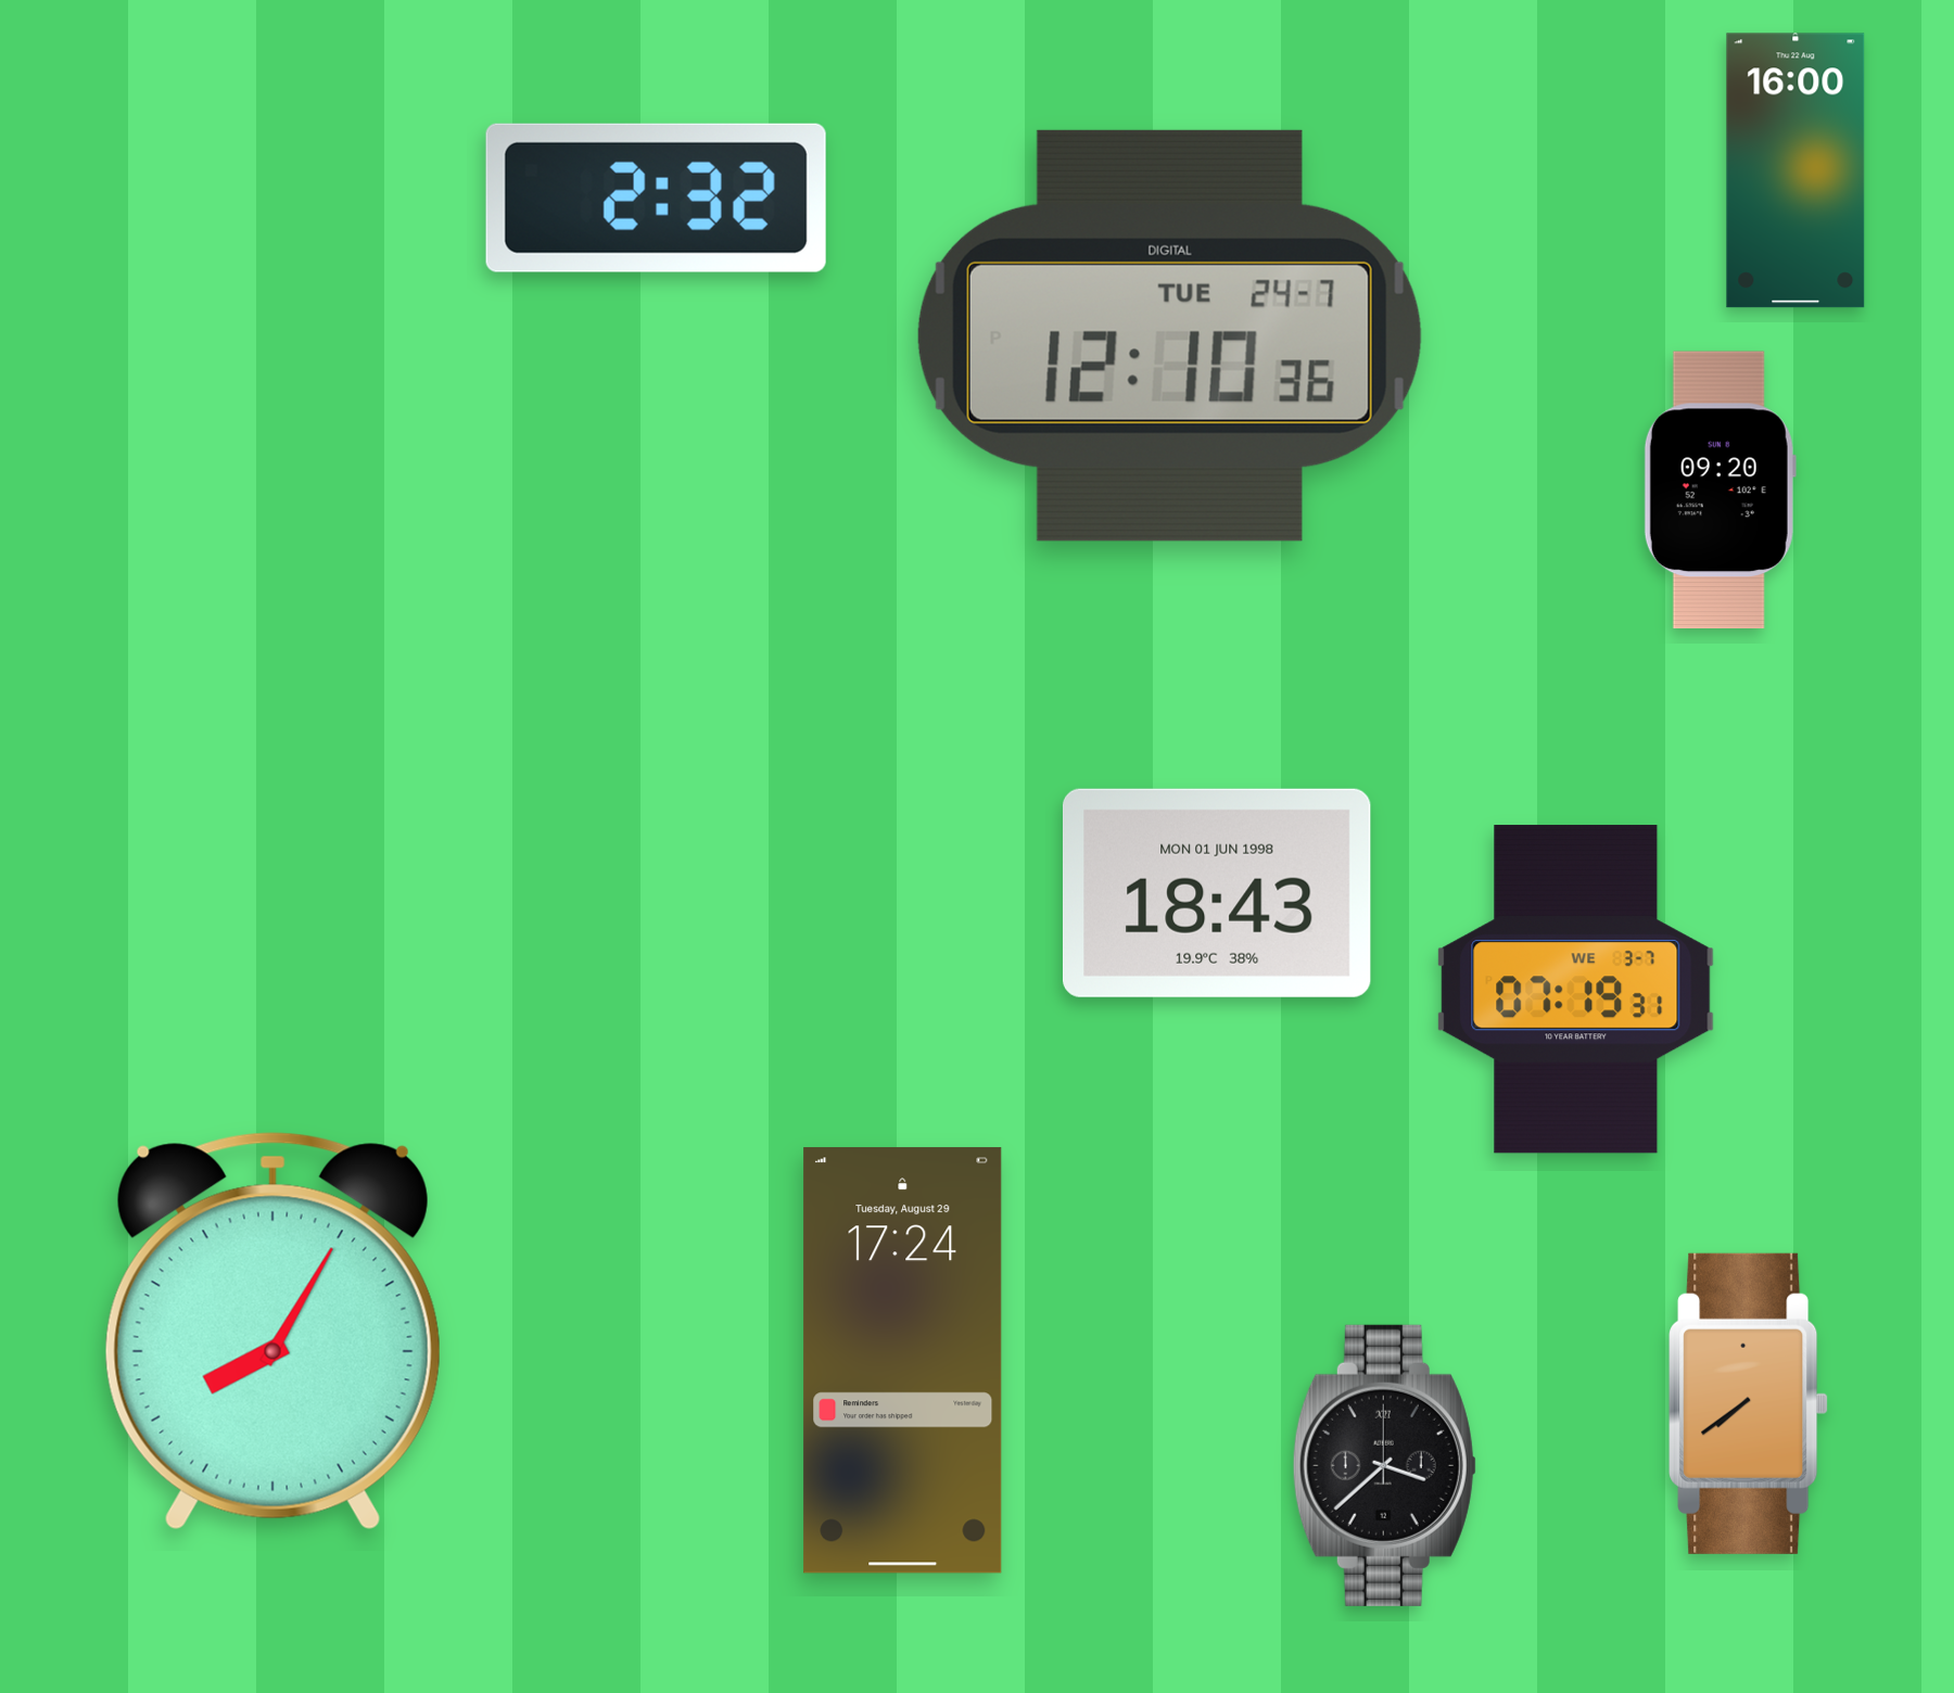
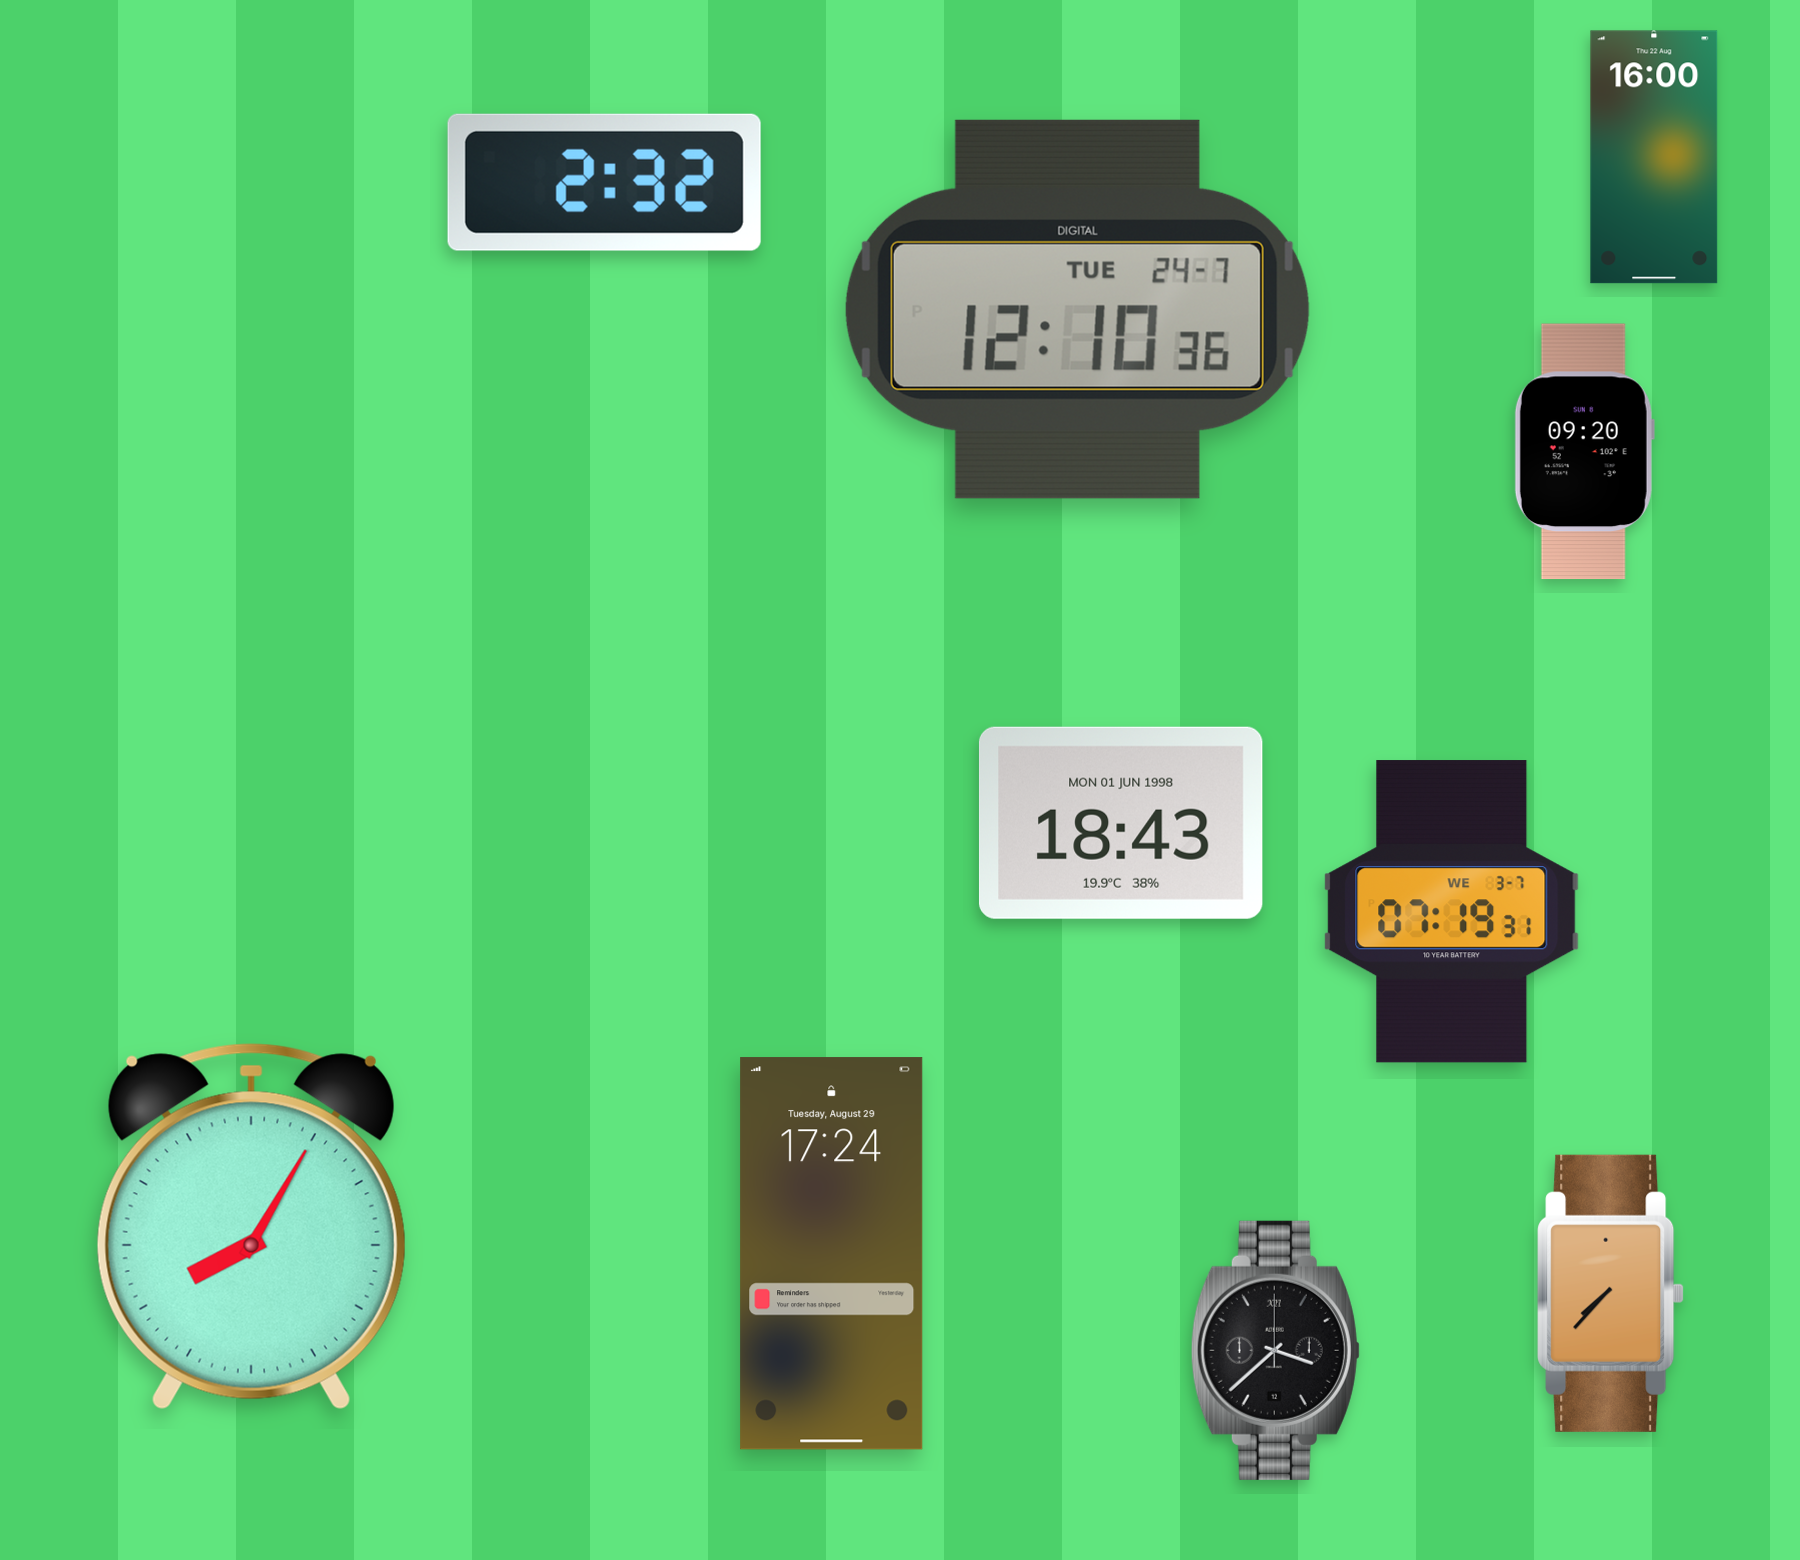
clock at (1749, 1403): 7:39 -> 7:37
